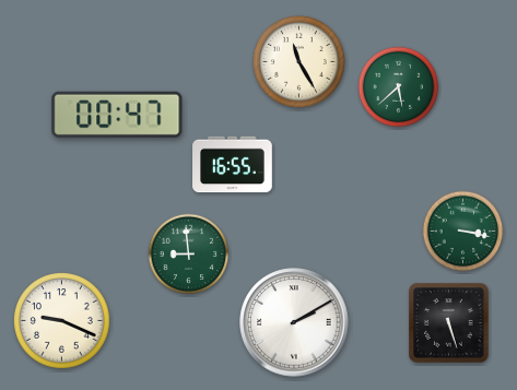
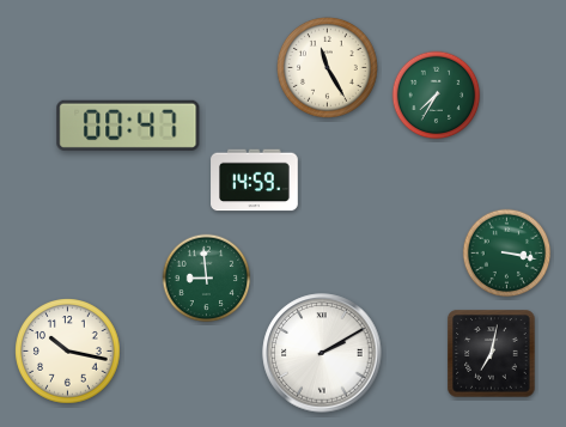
clock at (399, 87): 5:38 -> 7:35
clock at (233, 165): 16:55 -> 14:59
clock at (62, 321): 9:19 -> 10:17
clock at (449, 323): 5:27 -> 7:02
